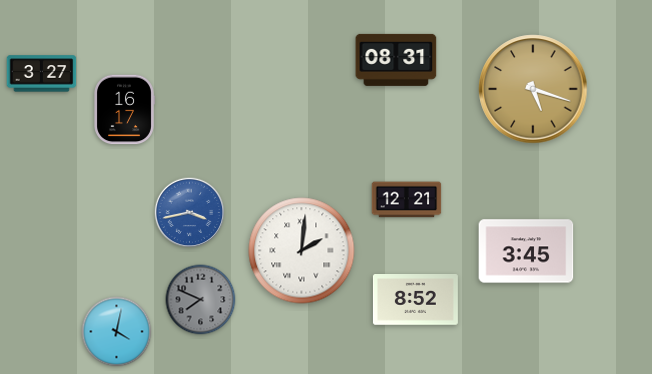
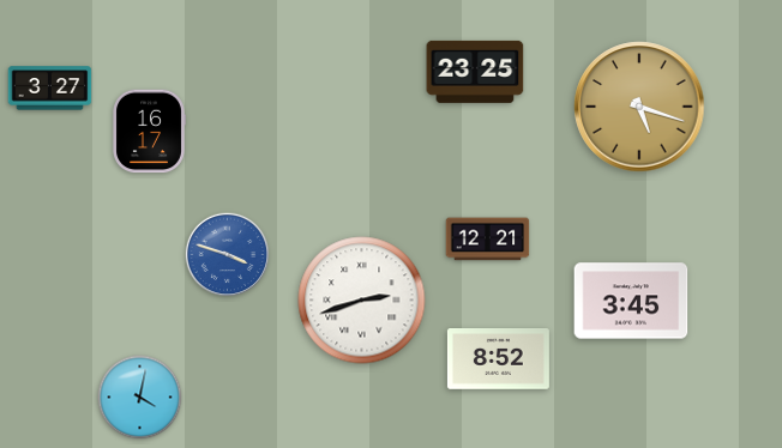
clock at (396, 60): 08:31 -> 23:25
clock at (190, 213): 3:43 -> 3:48
clock at (302, 251): 2:01 -> 2:42
clock at (201, 300): 7:49 -> none
